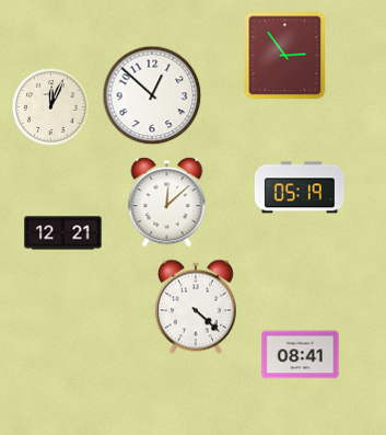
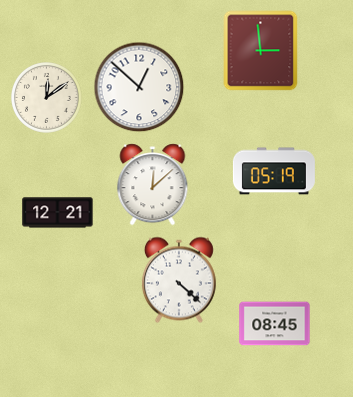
clock at (285, 56): 2:54 -> 2:59
clock at (51, 107): 12:04 -> 12:09
clock at (301, 355): 08:41 -> 08:45
